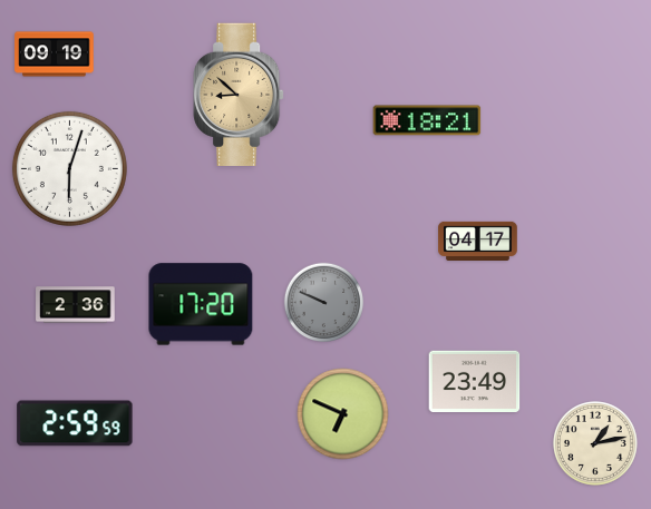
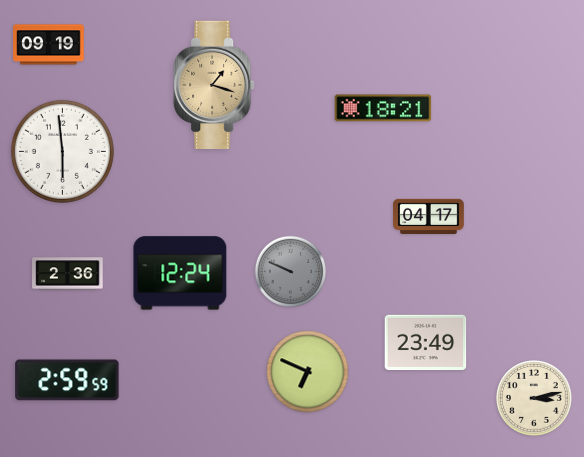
clock at (55, 55) position: (55, 55) -> (49, 45)
clock at (239, 94): 8:52 -> 1:18
clock at (69, 168): 6:03 -> 5:59
clock at (201, 304): 17:20 -> 12:24
clock at (596, 444): 1:13 -> 3:13
